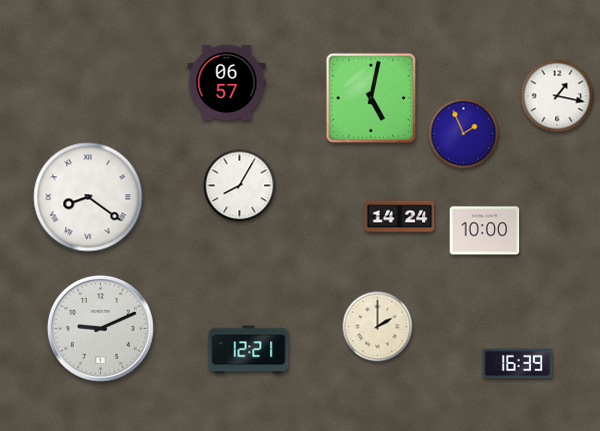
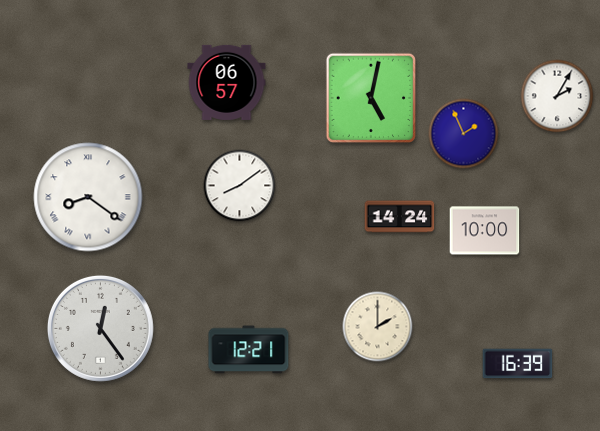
clock at (557, 96): 1:17 -> 2:05
clock at (240, 186): 8:05 -> 8:09
clock at (100, 328): 9:11 -> 12:24
